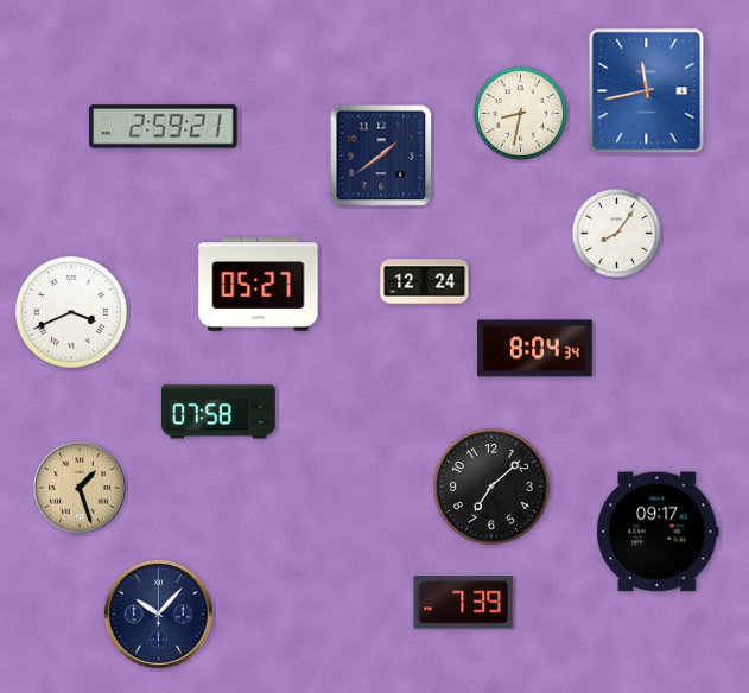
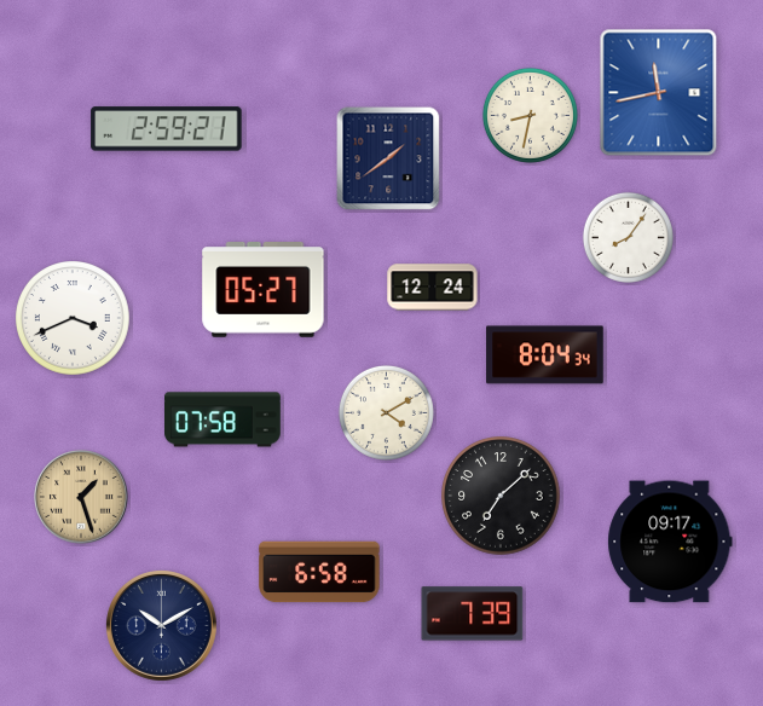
clock at (386, 412): none -> 4:10
clock at (319, 572): none -> 6:58
clock at (158, 613): 10:07 -> 10:10
